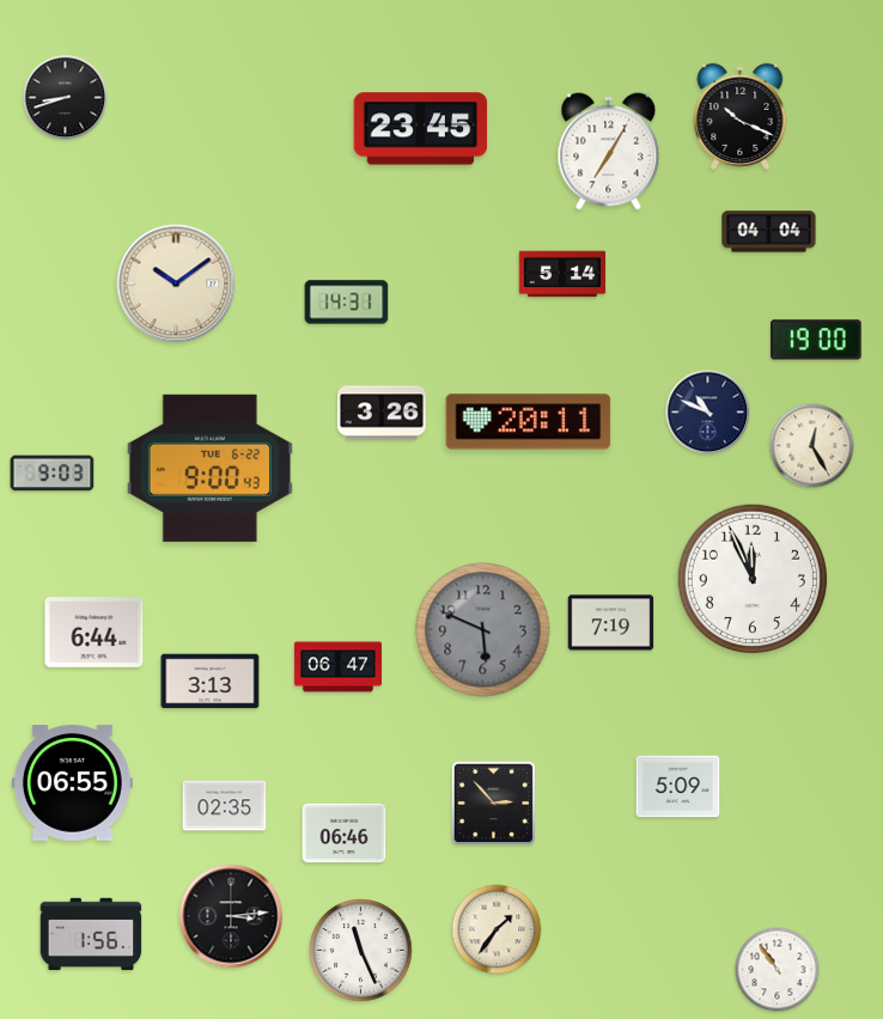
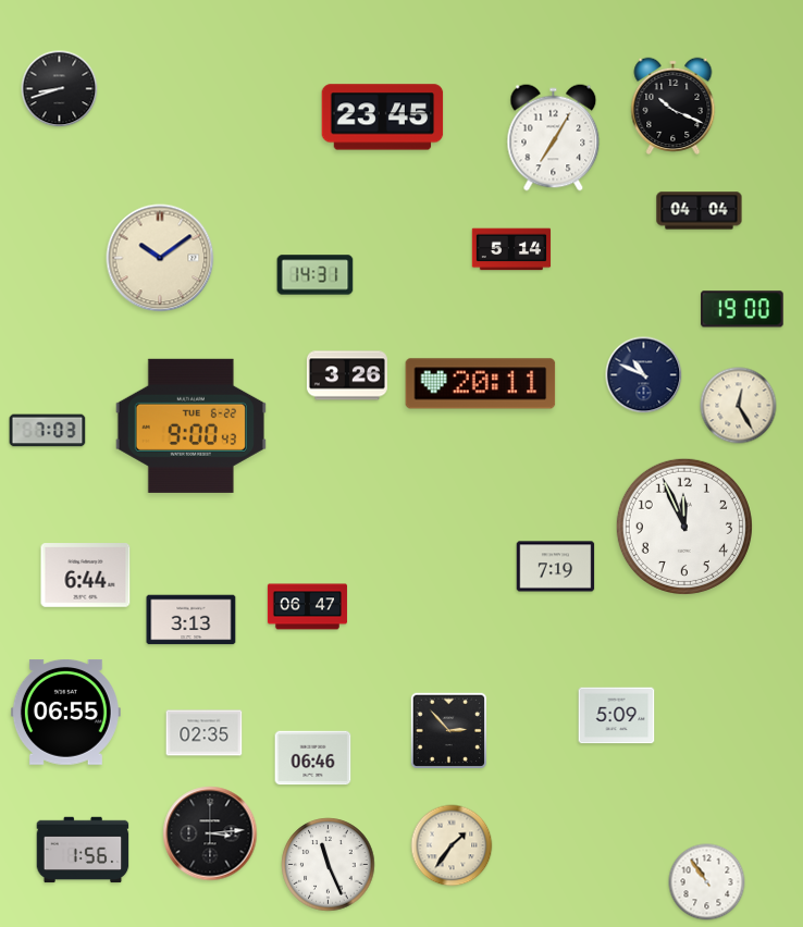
clock at (53, 474): 9:03 -> 7:03
clock at (483, 630): 5:49 -> none
